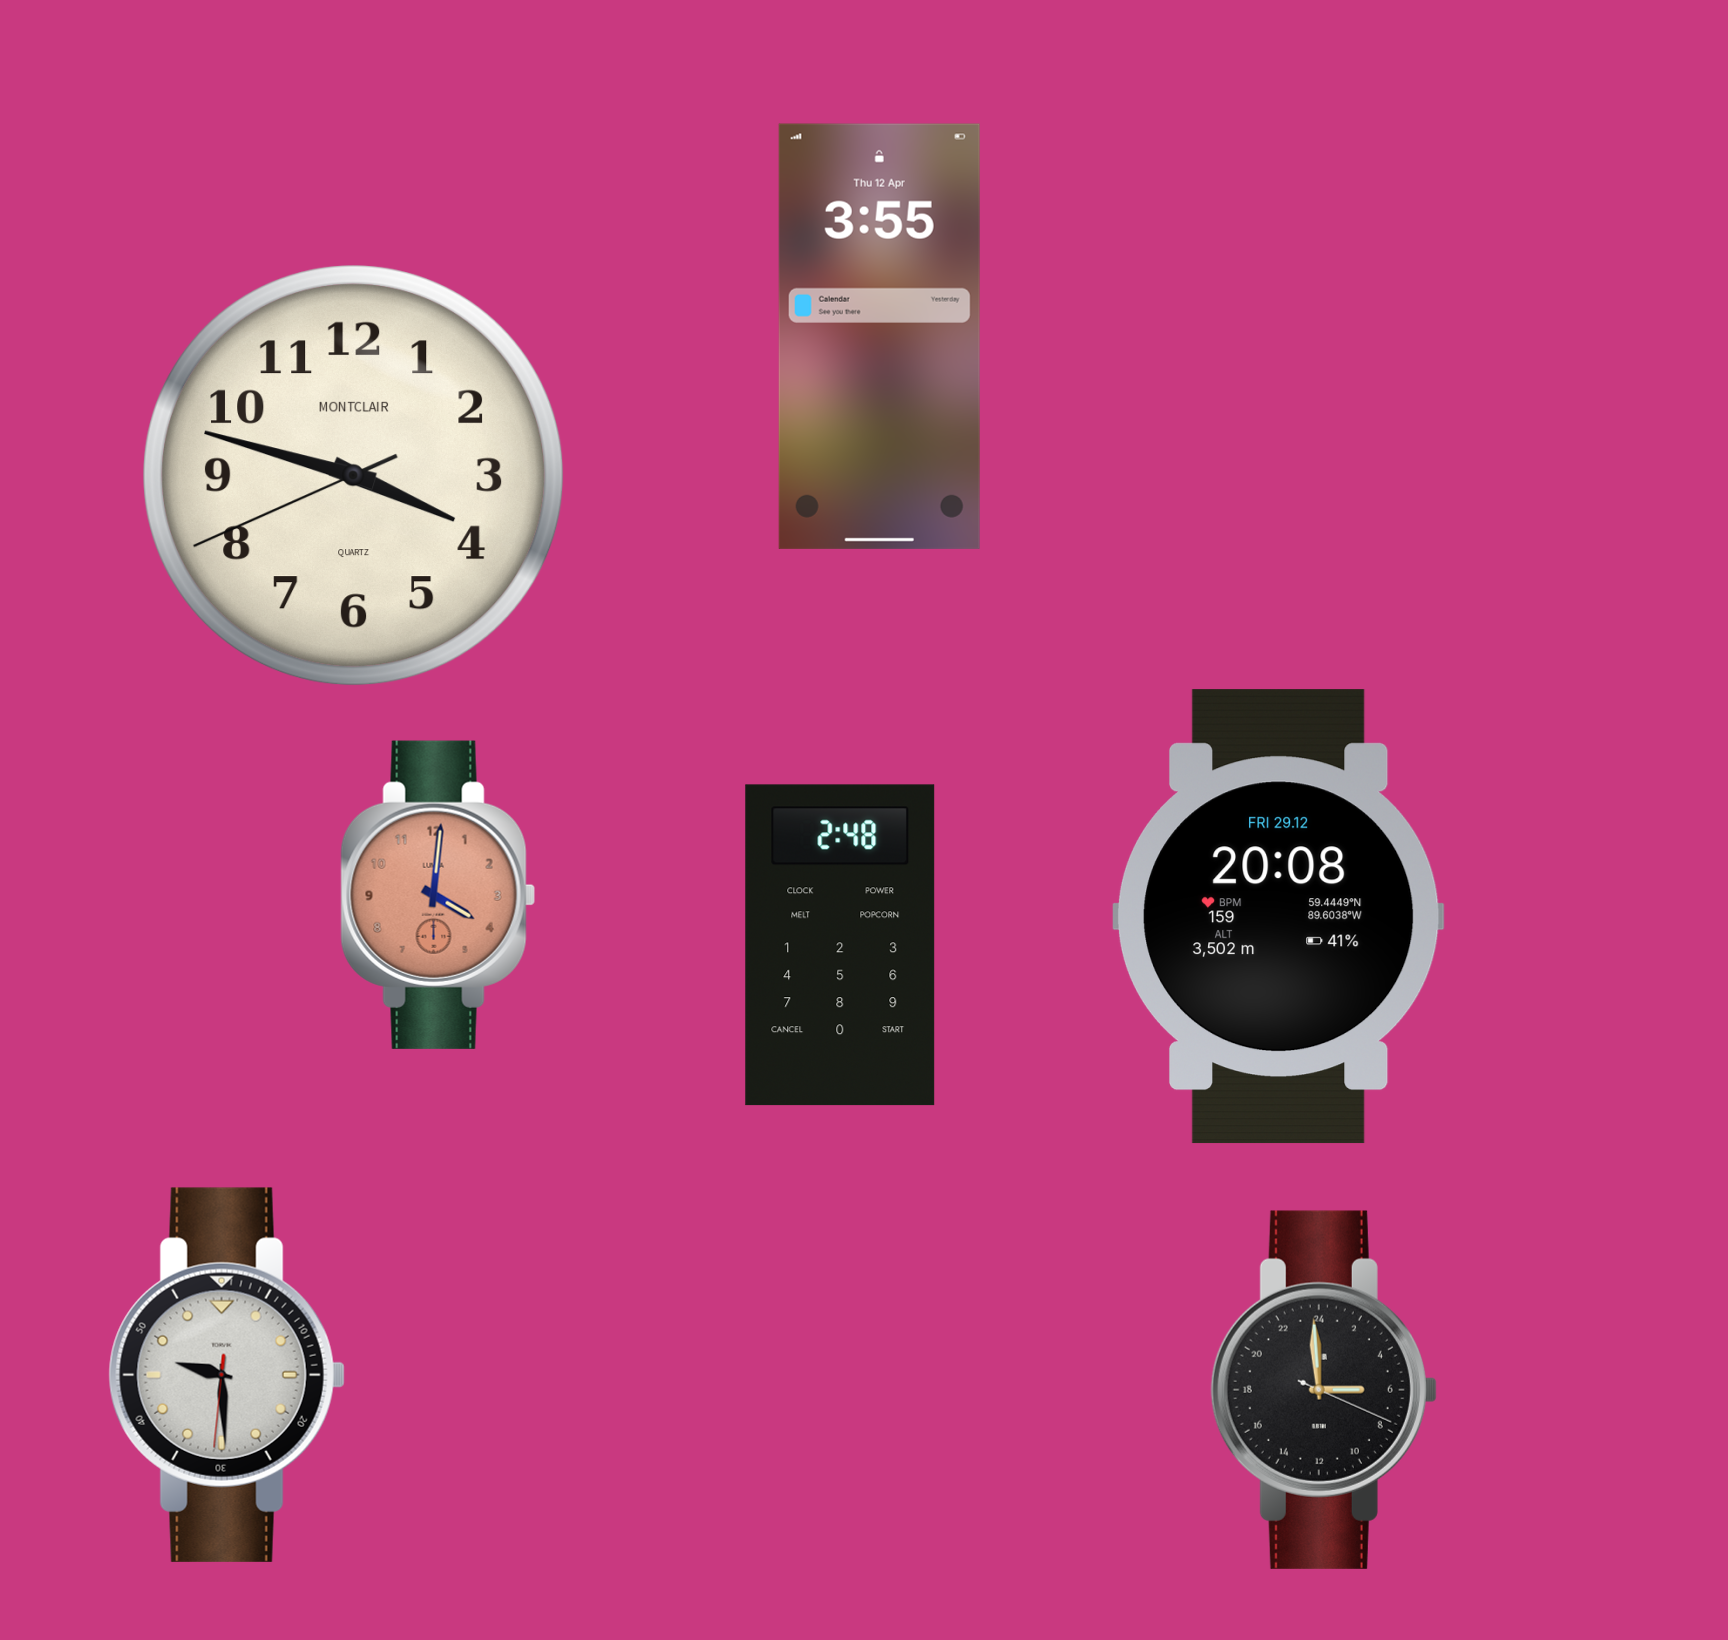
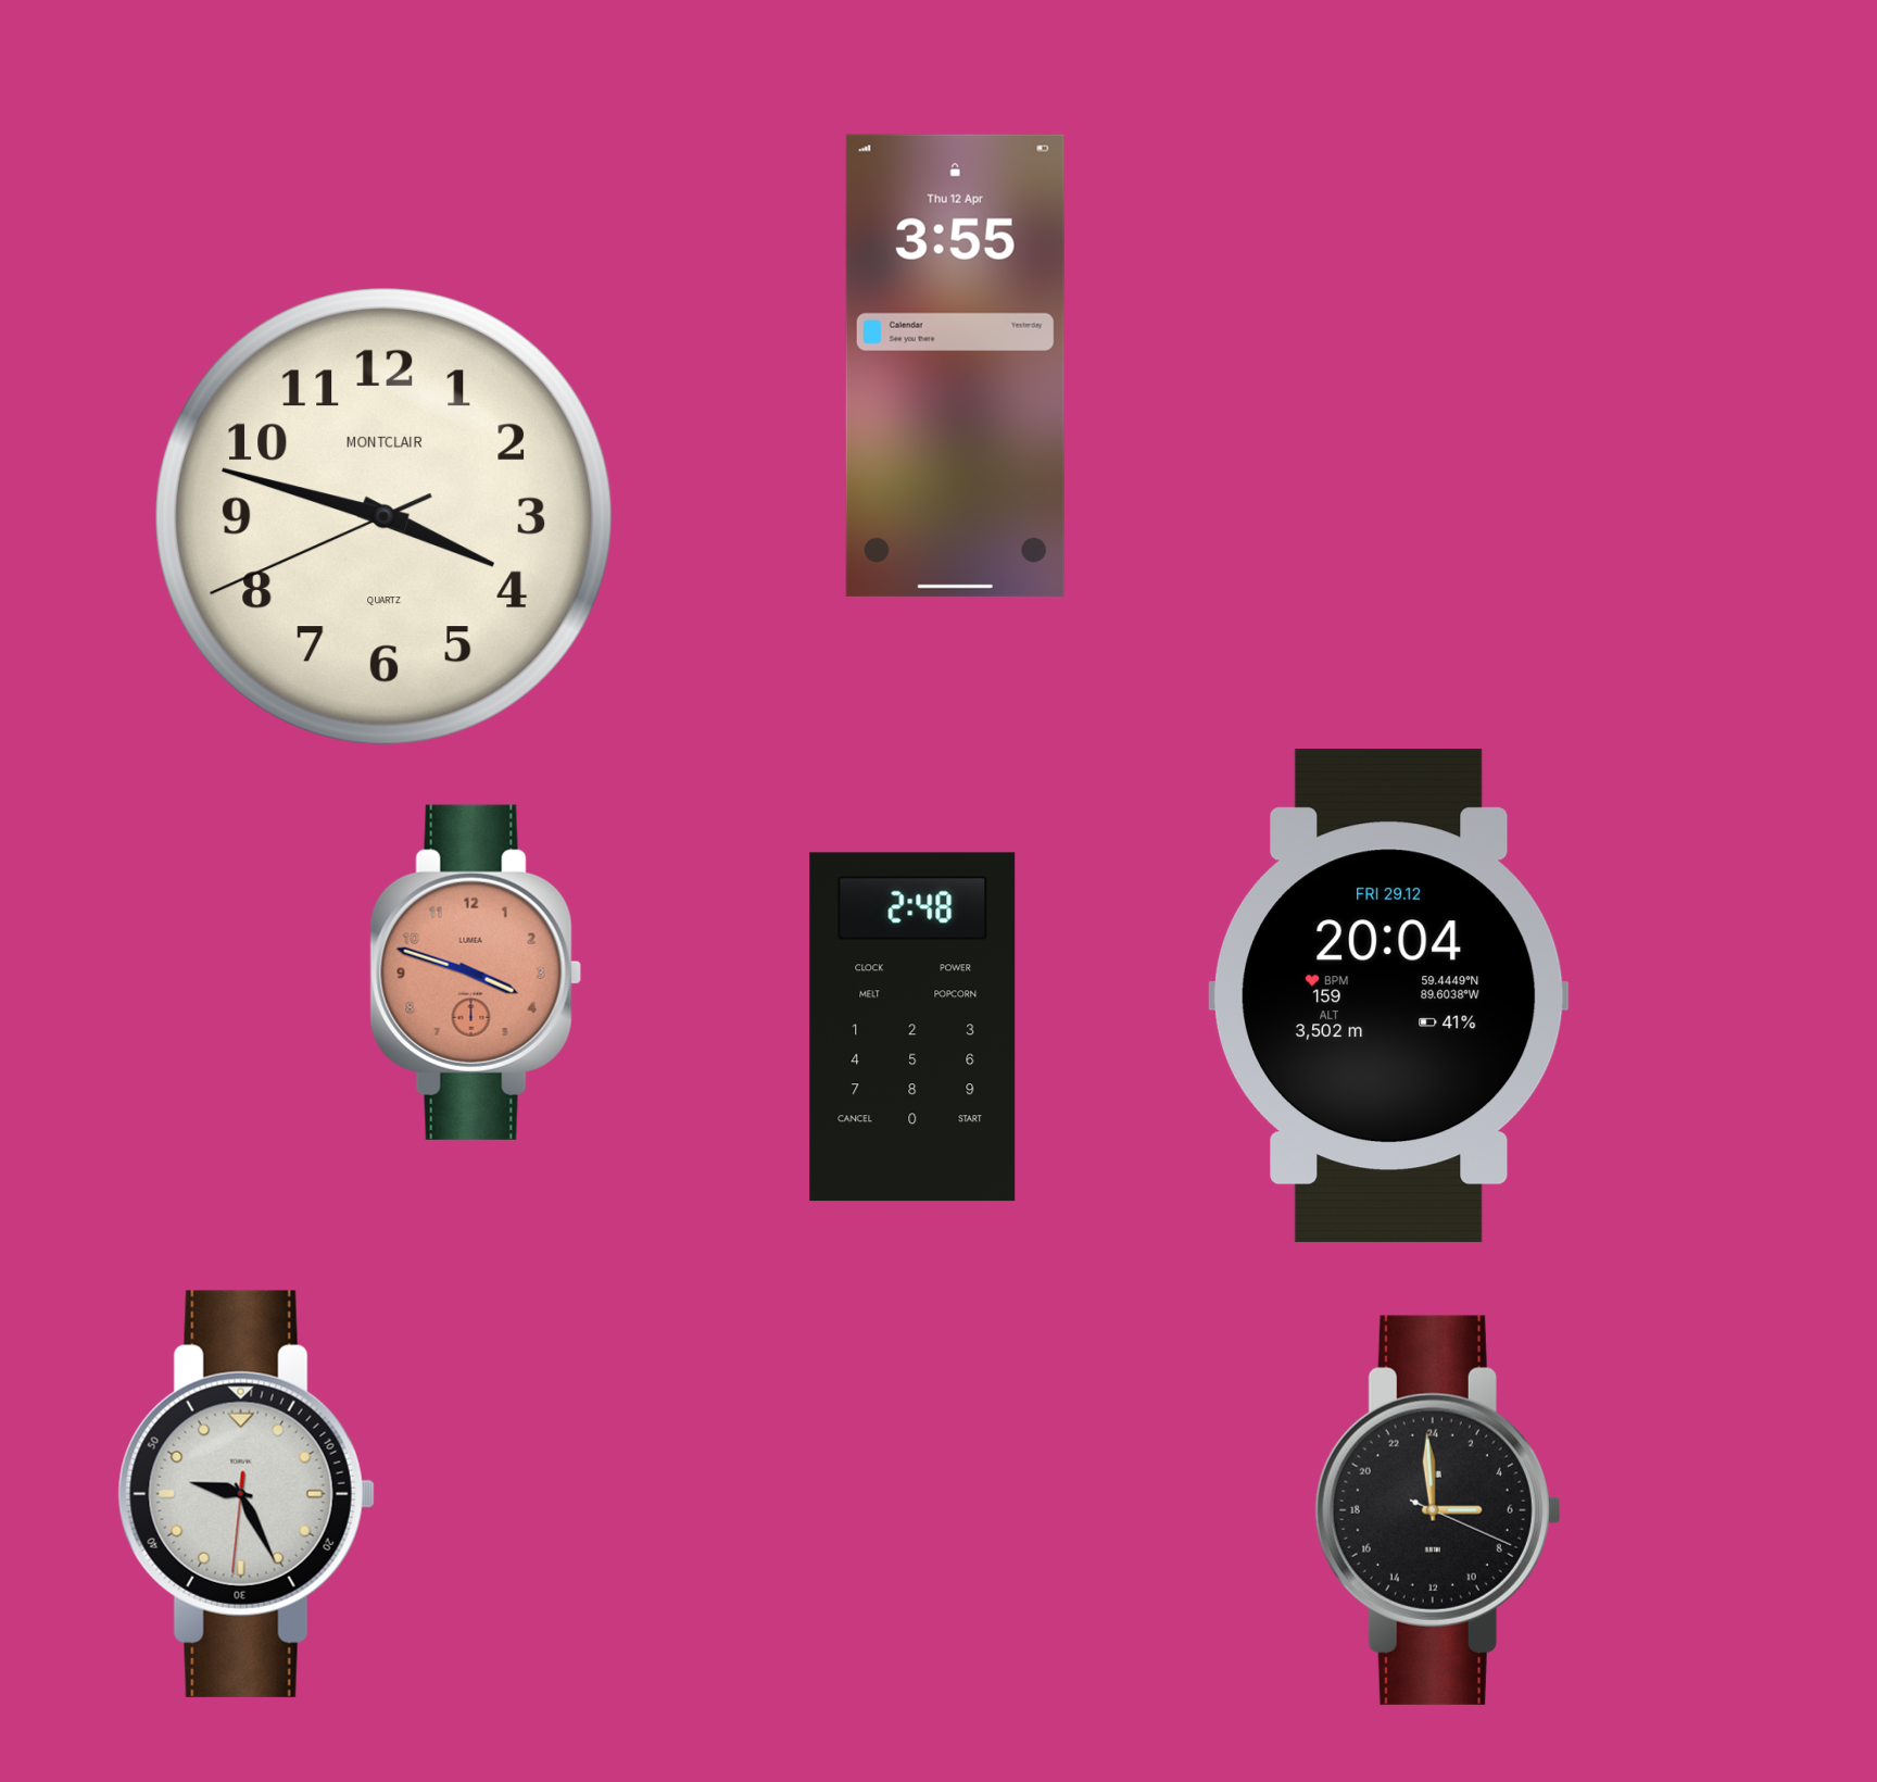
clock at (438, 895): 4:01 -> 3:48
clock at (1278, 917): 20:08 -> 20:04
clock at (227, 1375): 9:29 -> 9:25
